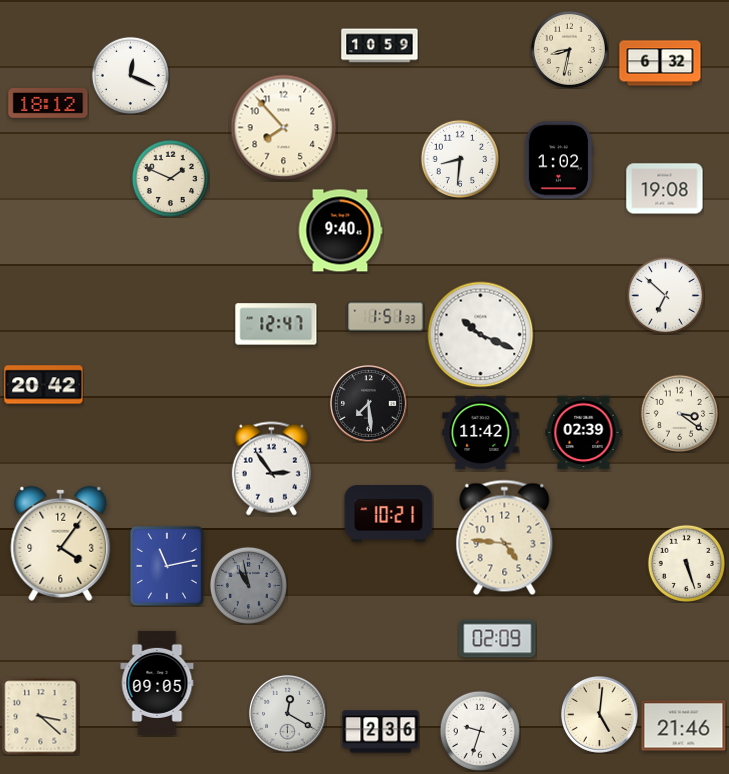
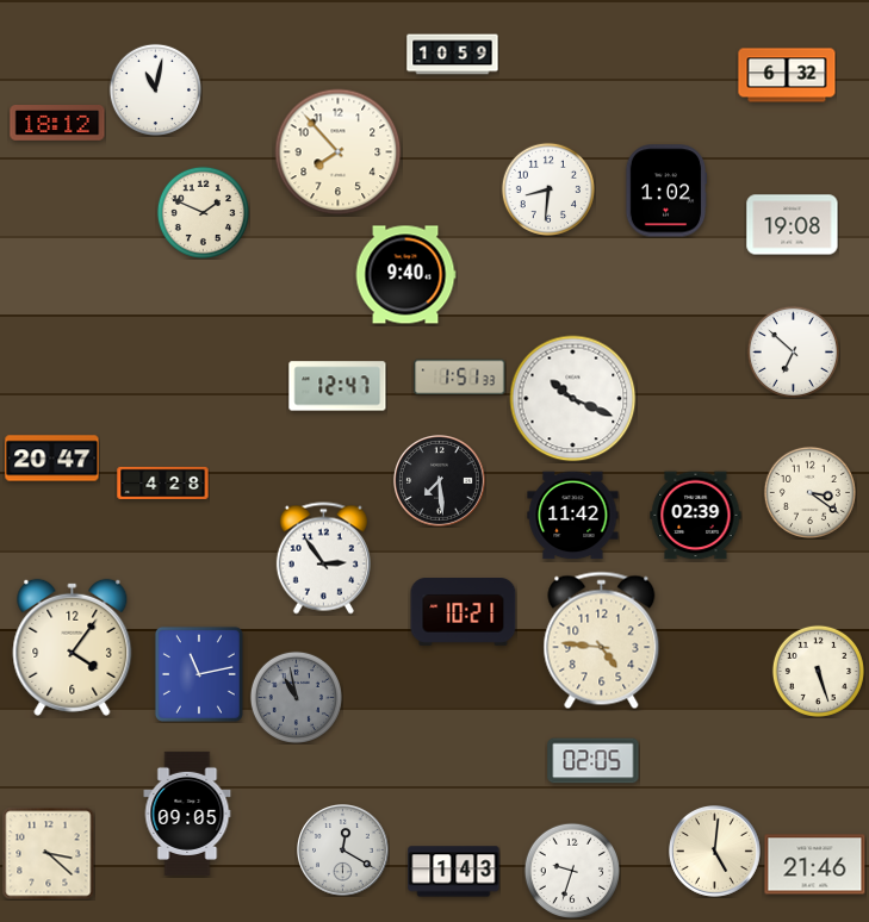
clock at (569, 49): 8:32 -> none
clock at (130, 75): 12:19 -> 11:02
clock at (276, 324) position: (276, 324) -> (337, 386)
clock at (44, 385): 20:42 -> 20:47
clock at (163, 482): none -> 4:28
clock at (498, 639): 02:09 -> 02:05
clock at (381, 732): 2:36 -> 1:43
